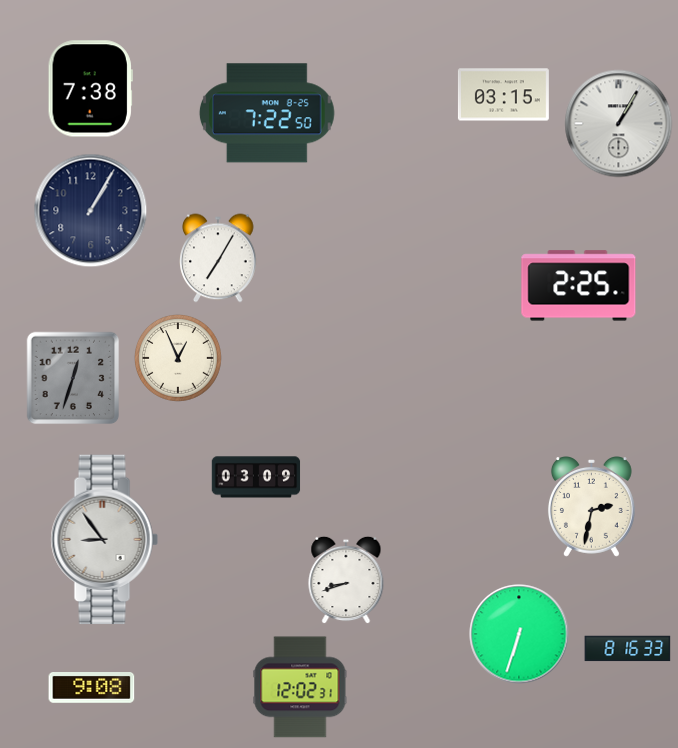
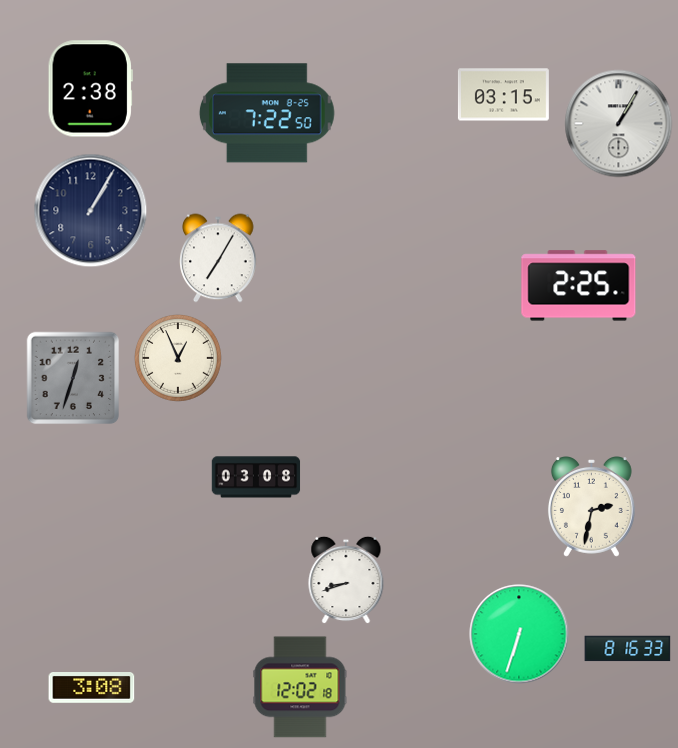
clock at (90, 89): 7:38 -> 2:38
clock at (256, 477): 03:09 -> 03:08
clock at (104, 540): 8:54 -> none
clock at (300, 687): 12:02:31 -> 12:02:18
clock at (92, 688): 9:08 -> 3:08
